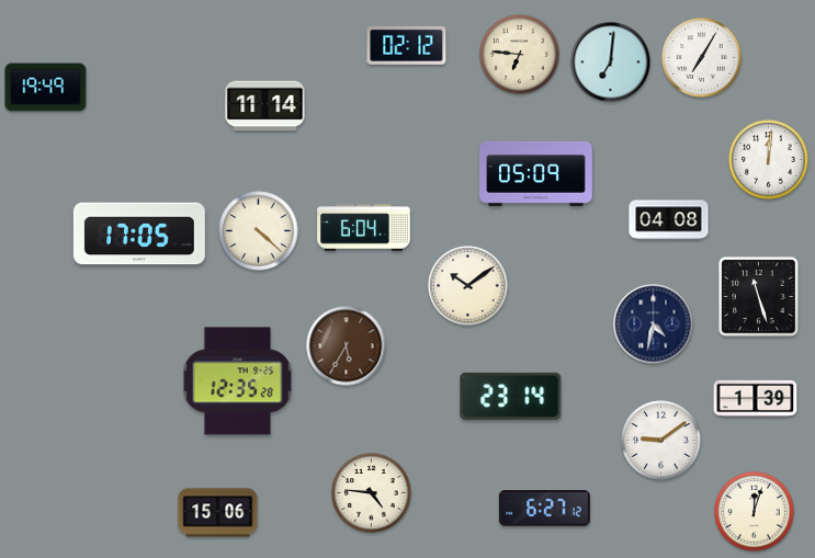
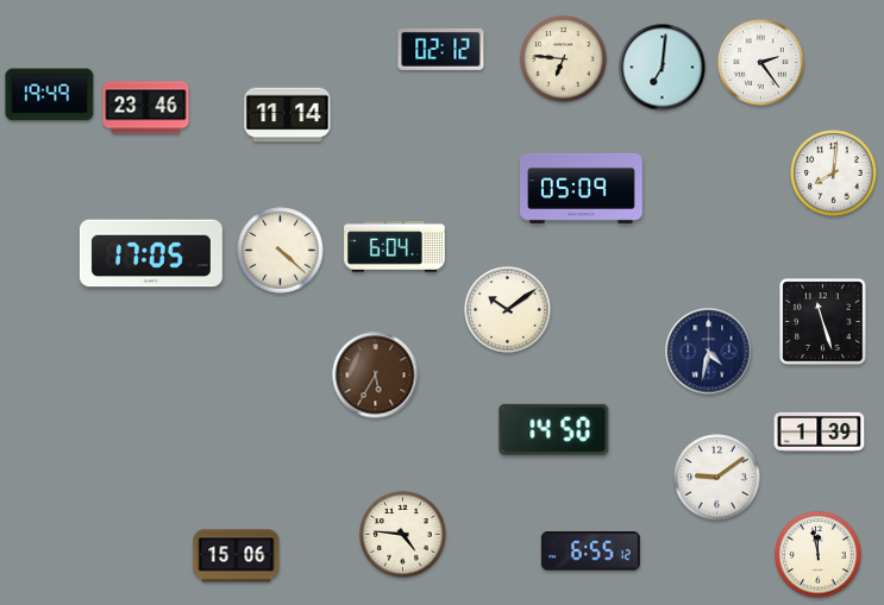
clock at (702, 58): 7:05 -> 2:24
clock at (146, 108): none -> 23:46
clock at (769, 160): 12:01 -> 8:01
clock at (669, 220): 04:08 -> none
clock at (238, 382): 12:35 -> none
clock at (511, 396): 23:14 -> 14:50
clock at (544, 509): 6:27 -> 6:55
clock at (755, 512): 12:03 -> 11:58
